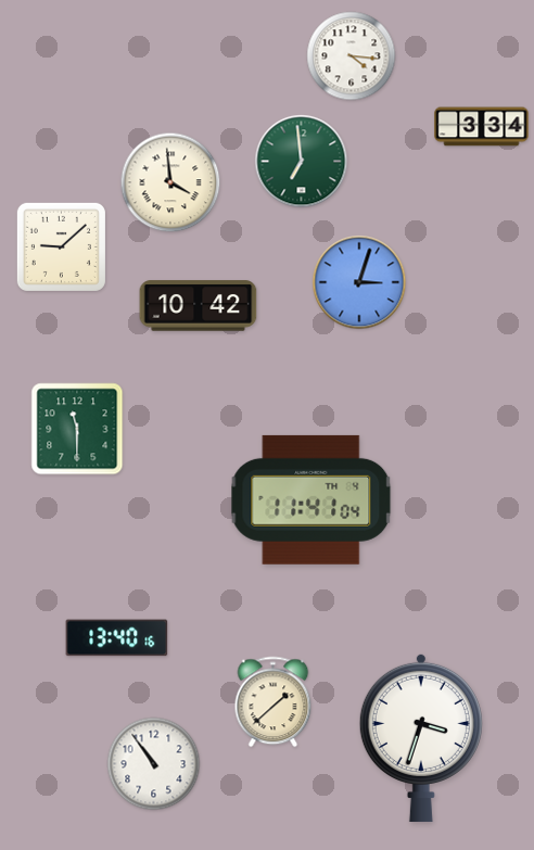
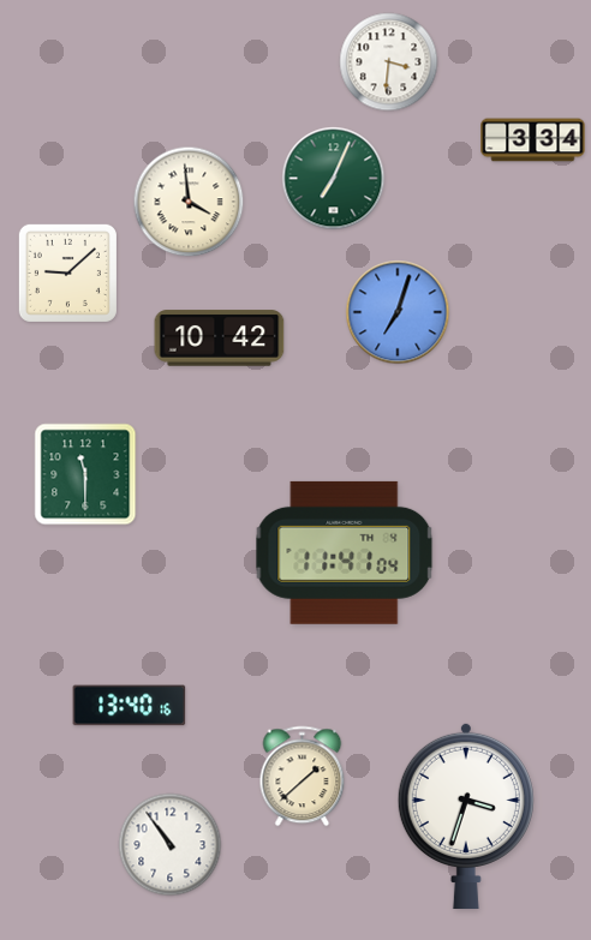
clock at (352, 56): 4:16 -> 3:31
clock at (302, 162): 6:59 -> 7:04
clock at (359, 282): 3:03 -> 7:03
